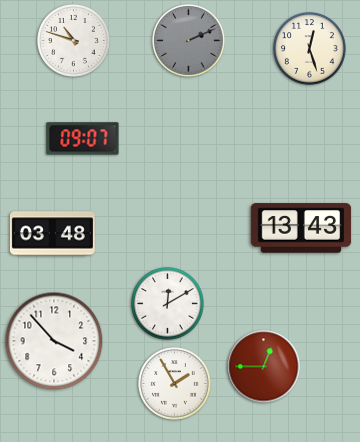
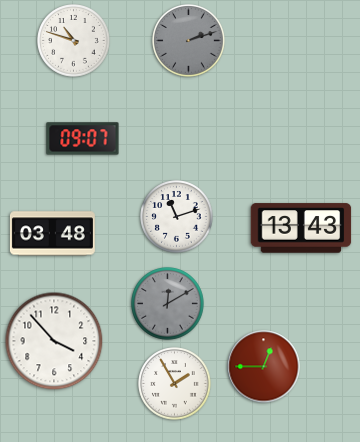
clock at (189, 41): 2:11 -> 2:12
clock at (310, 49): 12:27 -> none
clock at (177, 217): none -> 11:12
clock at (168, 304) dial: white -> grey
